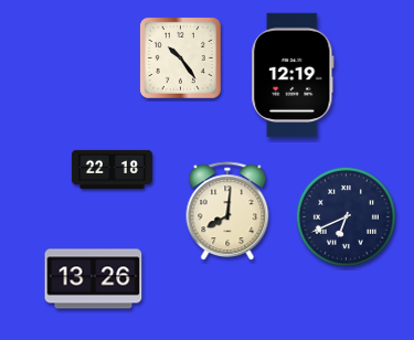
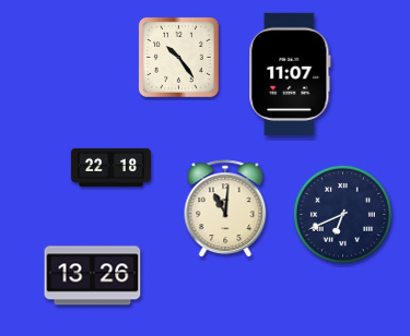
clock at (293, 75): 12:19 -> 11:07
clock at (227, 212): 8:01 -> 11:01
